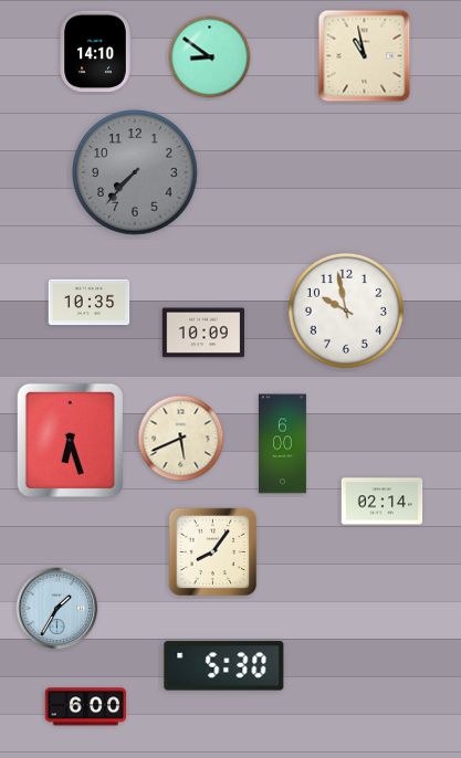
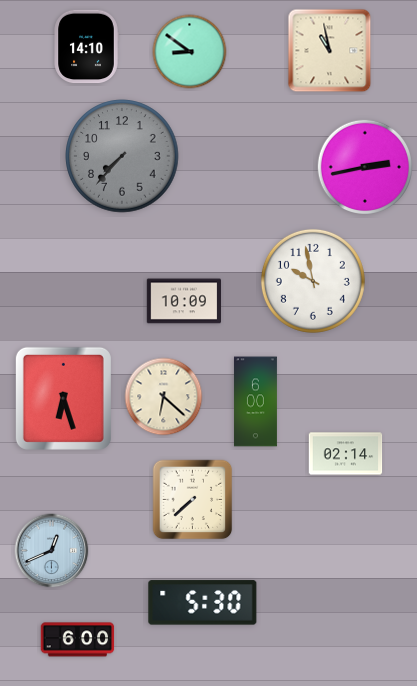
clock at (364, 166): none -> 2:43
clock at (90, 303): 10:35 -> none
clock at (181, 439): 5:41 -> 6:22
clock at (213, 552): 8:06 -> 7:38
clock at (57, 609): 1:35 -> 12:41
